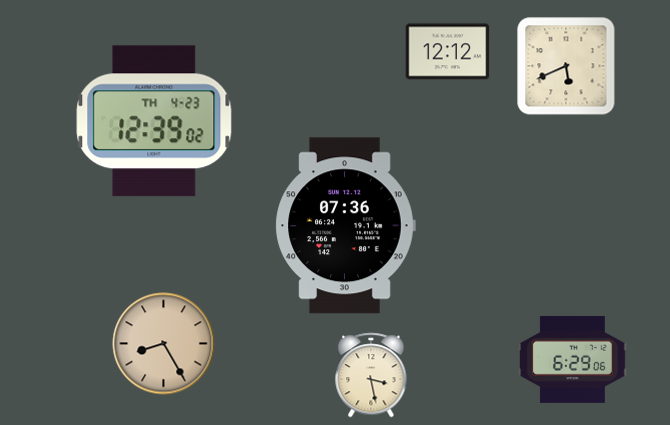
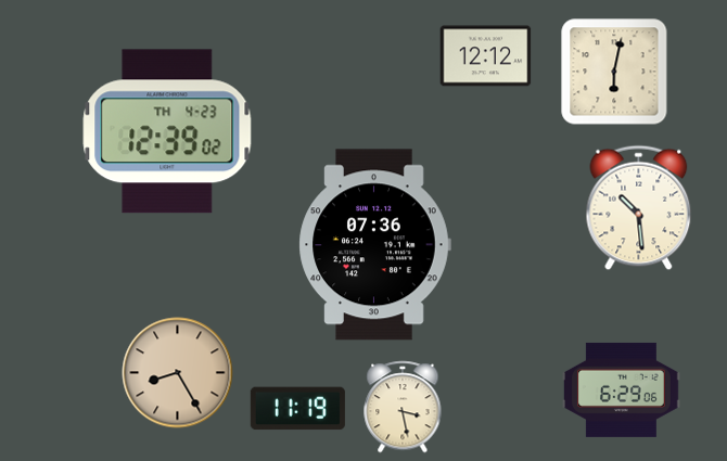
clock at (566, 66): 5:41 -> 6:02
clock at (639, 208): none -> 10:29
clock at (297, 409): none -> 11:19
